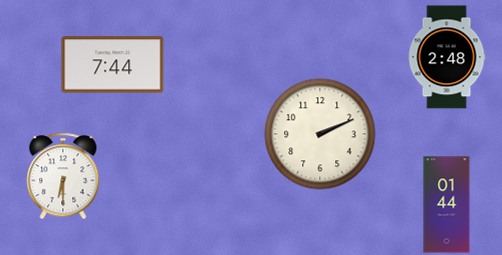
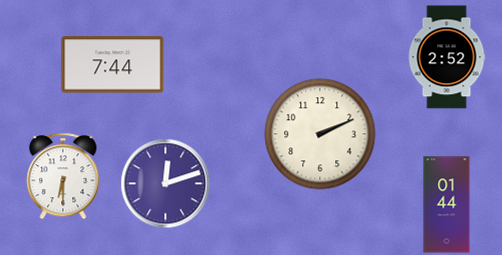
clock at (447, 57): 2:48 -> 2:52
clock at (166, 184): none -> 12:12
